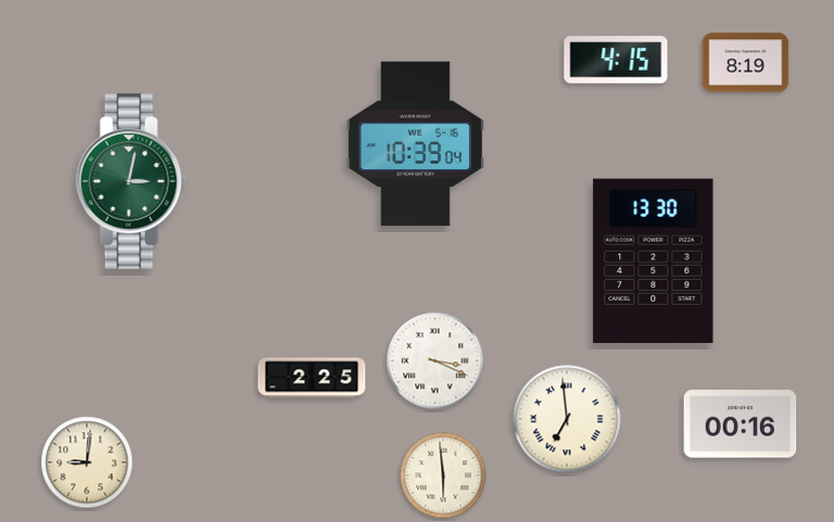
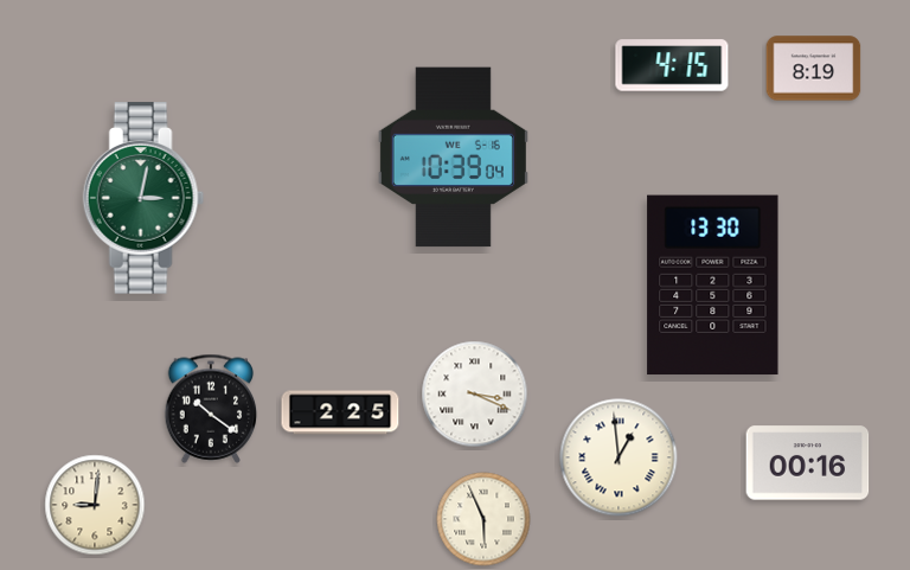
clock at (211, 409): none -> 10:21
clock at (567, 419): 6:59 -> 12:59
clock at (443, 475): 5:59 -> 5:56
